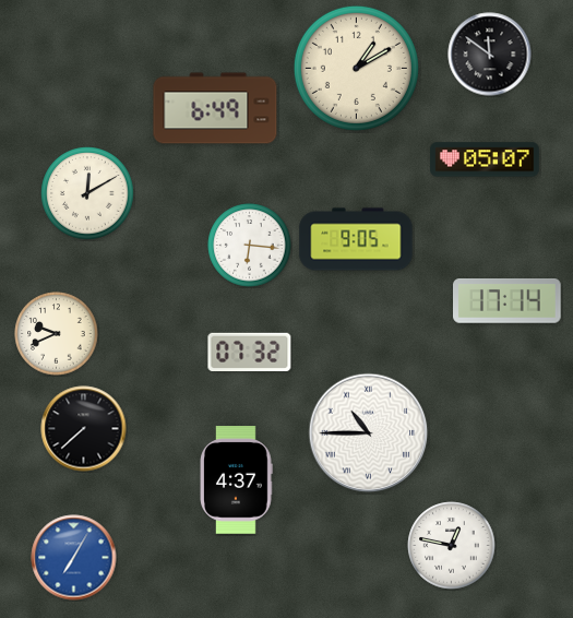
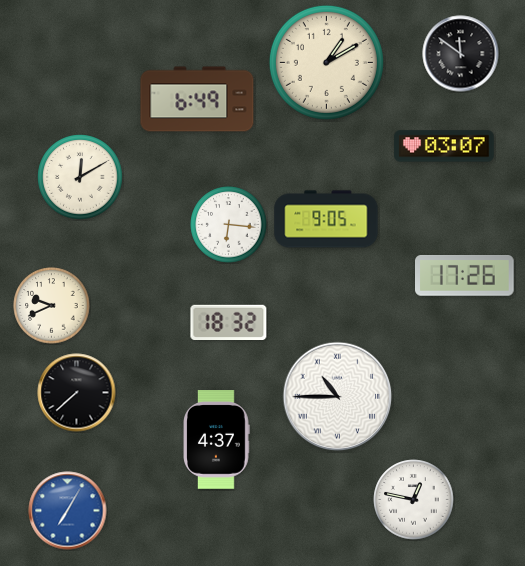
clock at (490, 55) position: (490, 55) -> (461, 54)
clock at (485, 159): 05:07 -> 03:07
clock at (508, 301): 17:14 -> 17:26
clock at (250, 352): 07:32 -> 18:32
